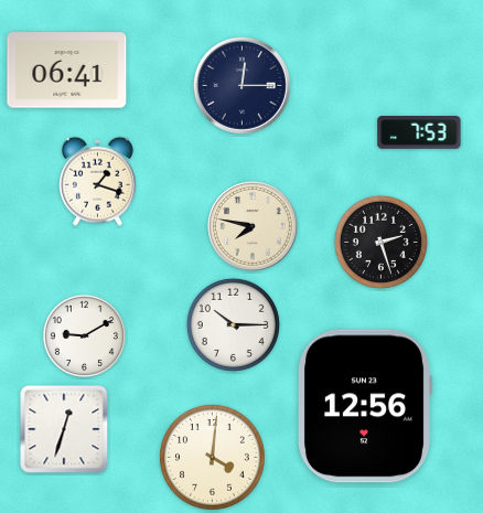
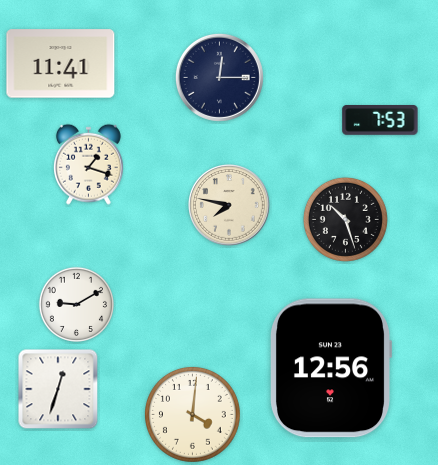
clock at (67, 71): 06:41 -> 11:41
clock at (380, 242): 2:27 -> 10:27
clock at (233, 324): 10:15 -> none
